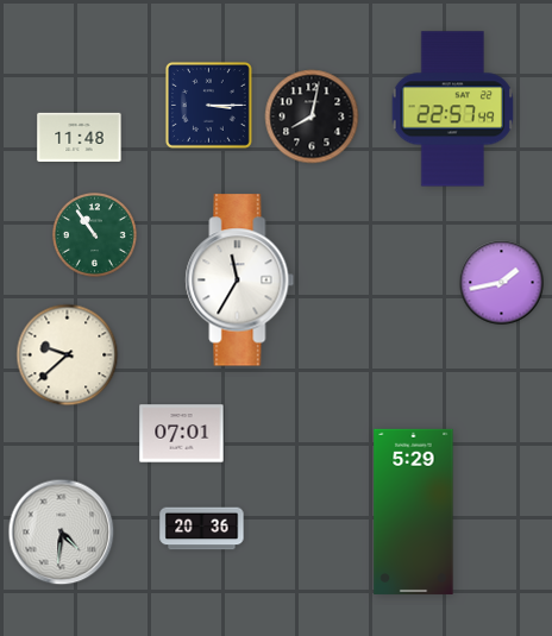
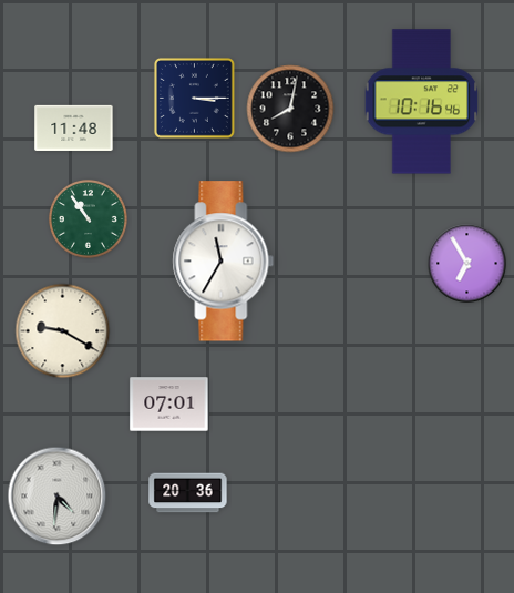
clock at (453, 109): 22:57 -> 10:16
clock at (502, 283): 1:43 -> 6:55
clock at (68, 355): 9:38 -> 9:20
clock at (414, 511): 5:29 -> none
